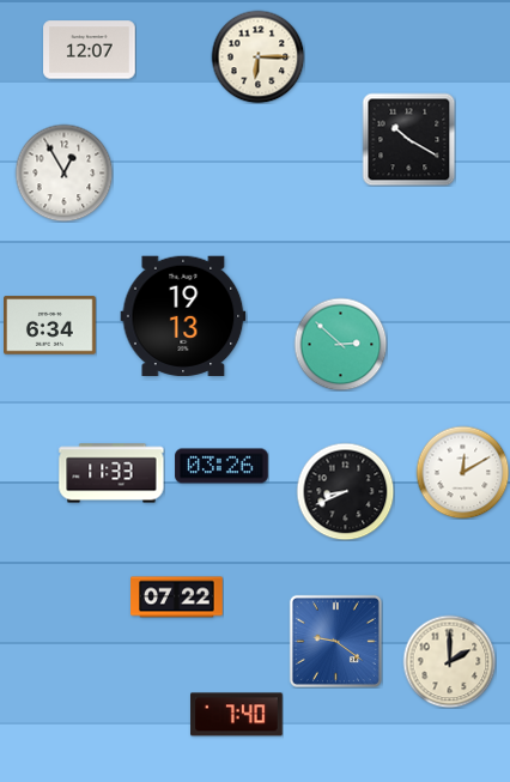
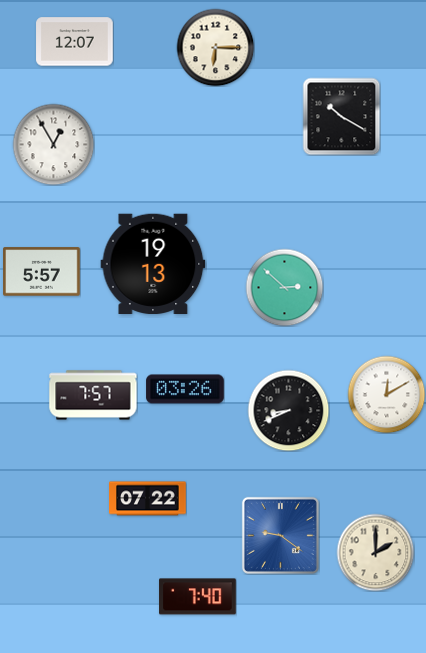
clock at (50, 326): 6:34 -> 5:57
clock at (111, 473): 11:33 -> 7:57
